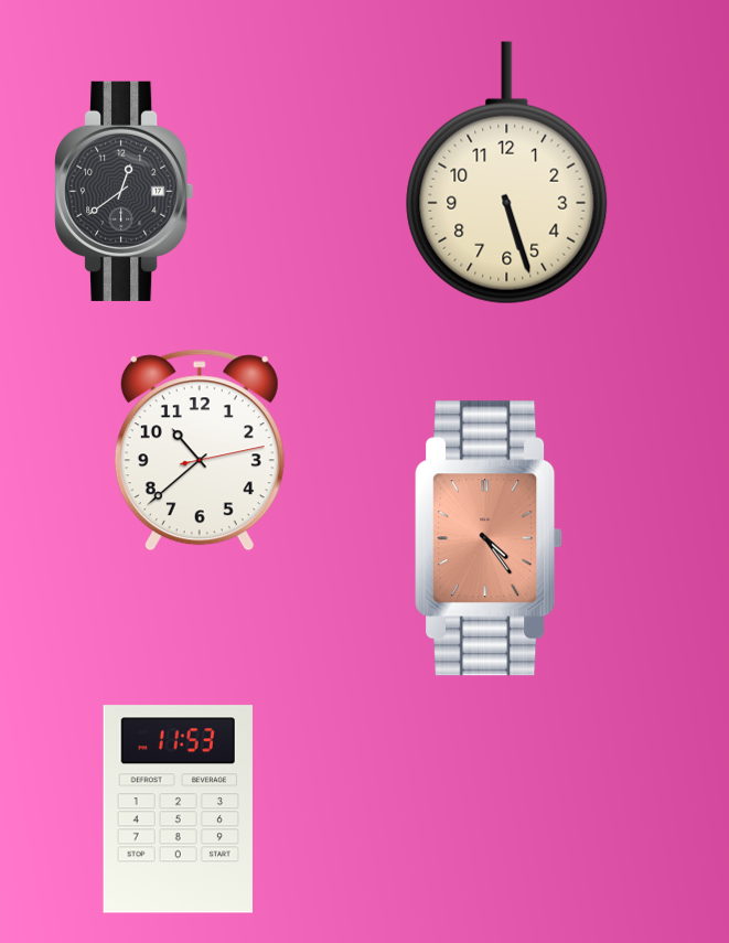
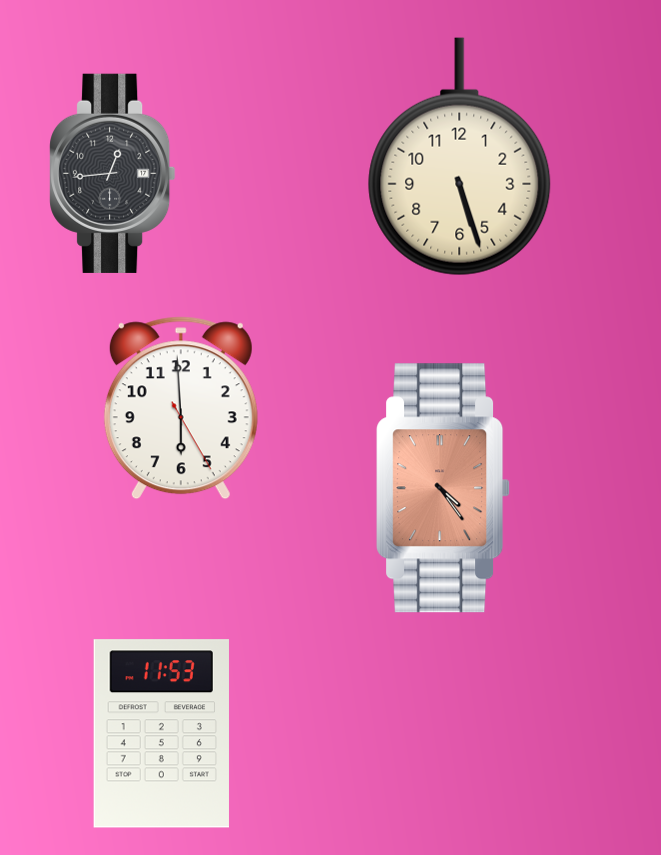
clock at (125, 191): 12:39 -> 12:44
clock at (200, 450): 10:38 -> 5:59
